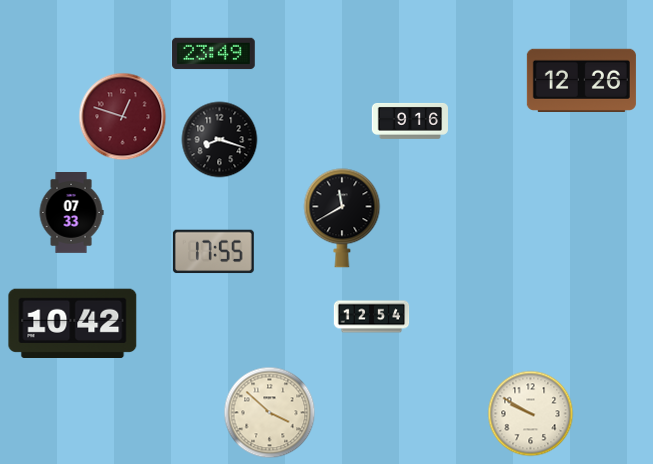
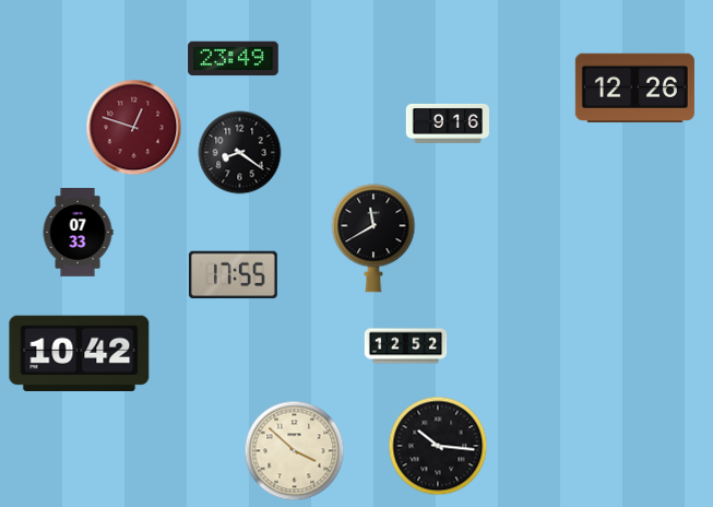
clock at (409, 121) position: (409, 121) -> (447, 123)
clock at (220, 140): 8:18 -> 8:21
clock at (372, 317): 12:54 -> 12:52
clock at (438, 446): none -> 10:16
clock at (531, 414): 9:50 -> none
